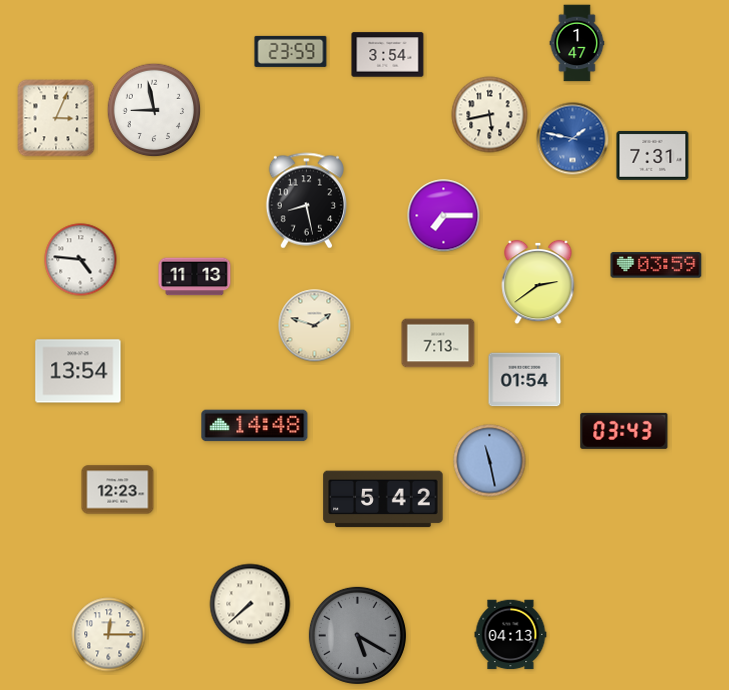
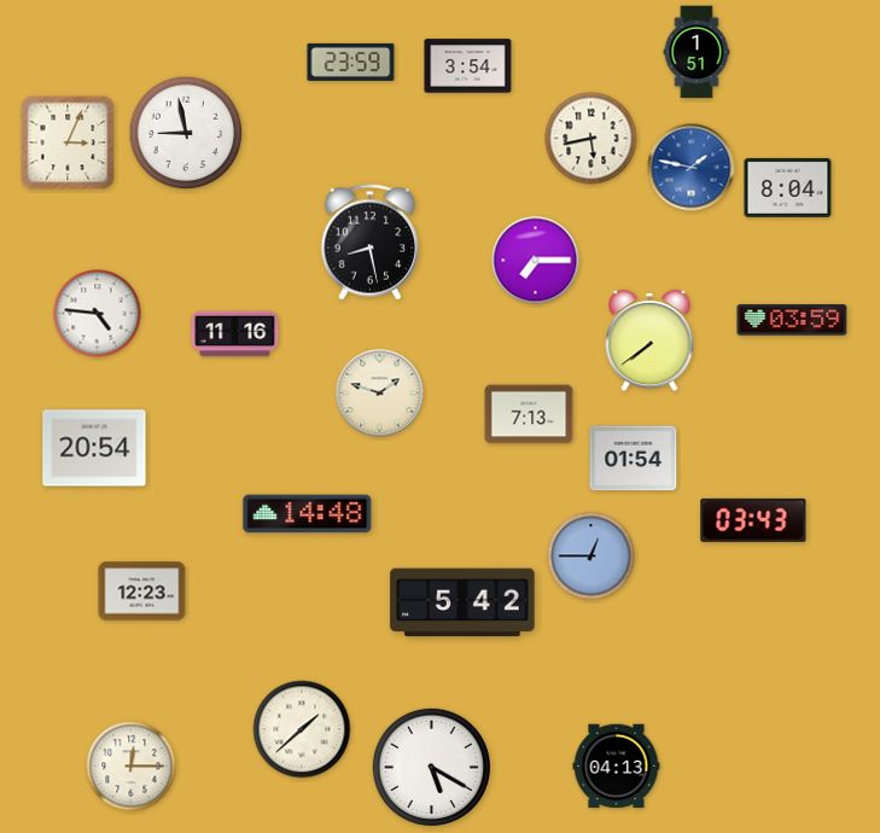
clock at (577, 43): 1:47 -> 1:51
clock at (653, 155): 7:31 -> 8:04
clock at (195, 277): 11:13 -> 11:16
clock at (538, 282): 2:39 -> 7:39
clock at (78, 371): 13:54 -> 20:54
clock at (490, 461): 11:28 -> 12:45
clock at (250, 604): 7:38 -> 1:38
clock at (357, 635) dial: grey -> white
